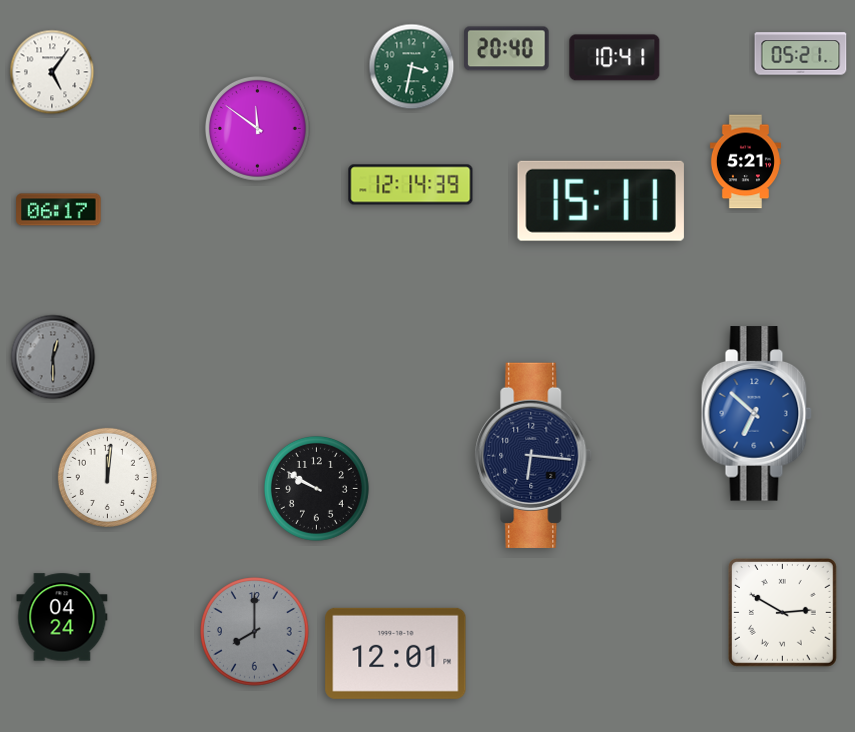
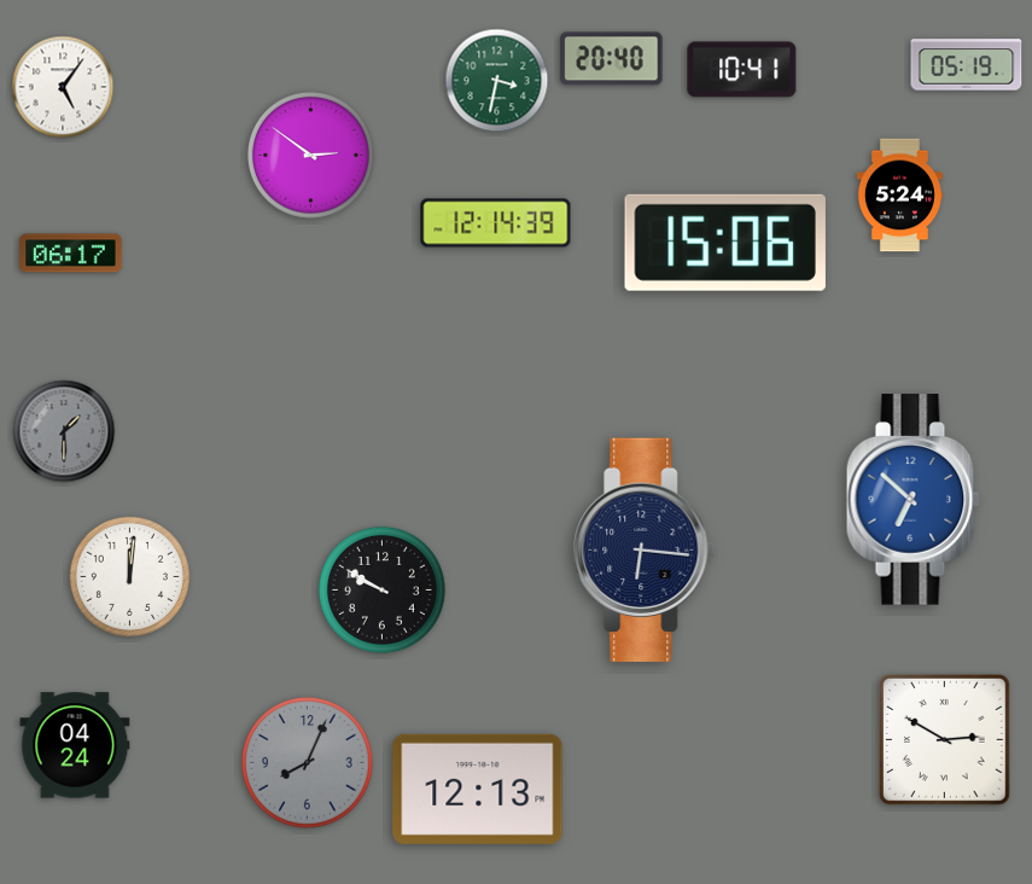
clock at (801, 54): 05:21 -> 05:19
clock at (257, 128): 11:51 -> 2:51
clock at (745, 162): 5:21 -> 5:24
clock at (601, 201): 15:11 -> 15:06
clock at (53, 357): 12:30 -> 1:30
clock at (255, 632): 8:00 -> 8:04
clock at (396, 653): 12:01 -> 12:13
